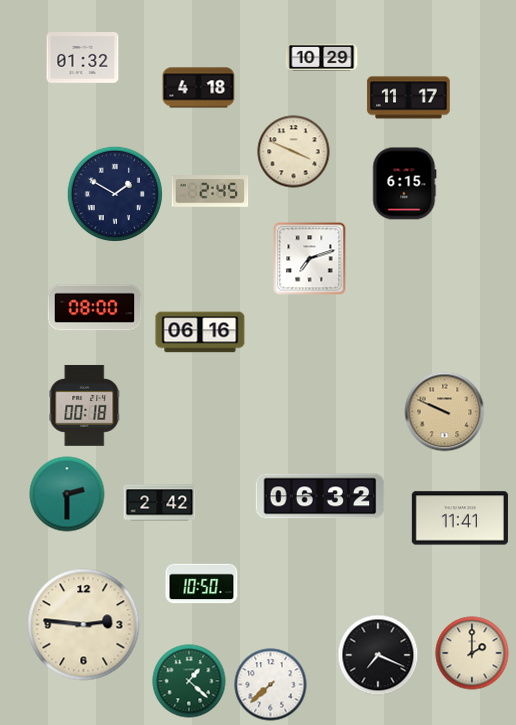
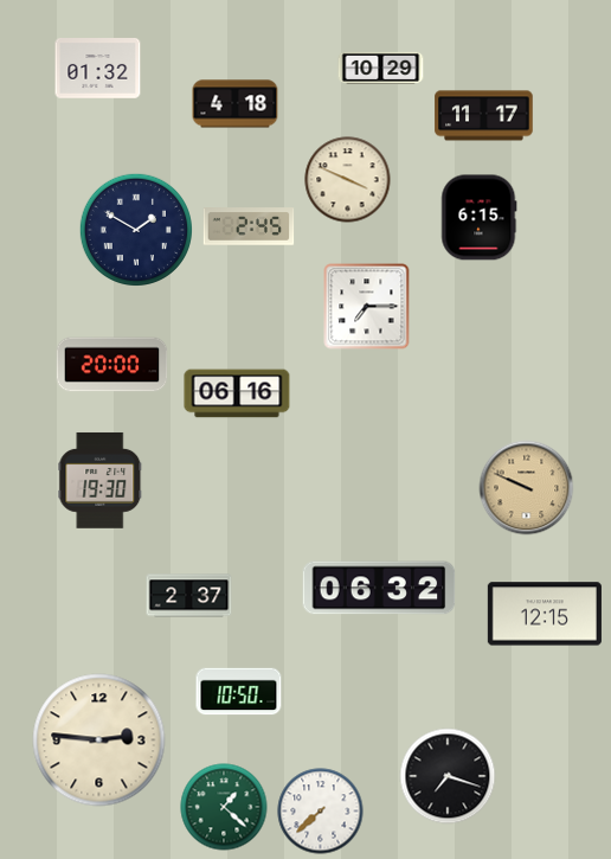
clock at (310, 259): 7:12 -> 7:15
clock at (95, 308): 08:00 -> 20:00
clock at (85, 405): 00:18 -> 19:30
clock at (67, 494): 2:30 -> none
clock at (160, 503): 2:42 -> 2:37
clock at (460, 518): 11:41 -> 12:15
clock at (472, 653): 2:00 -> none
clock at (378, 655): 7:19 -> 7:18
